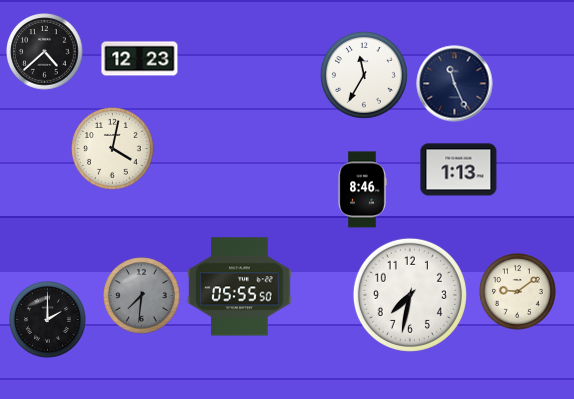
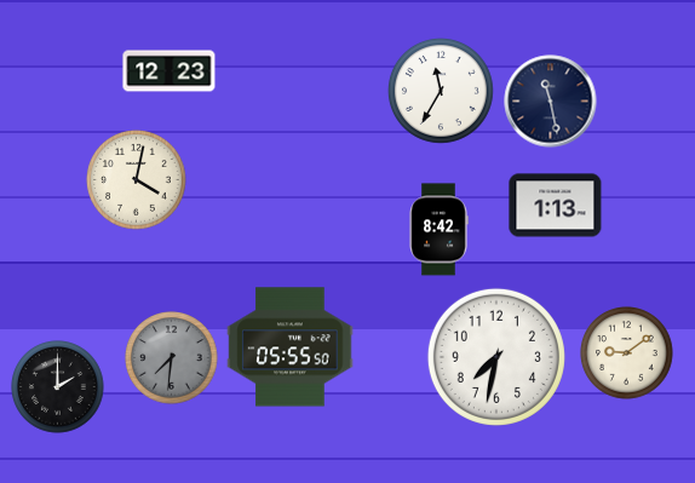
clock at (45, 52): 4:38 -> none
clock at (455, 84): 11:26 -> 11:28
clock at (362, 190): 8:46 -> 8:42
